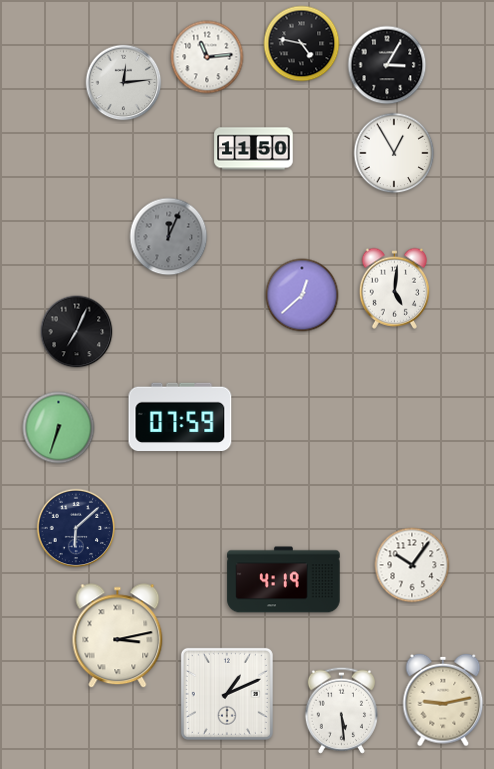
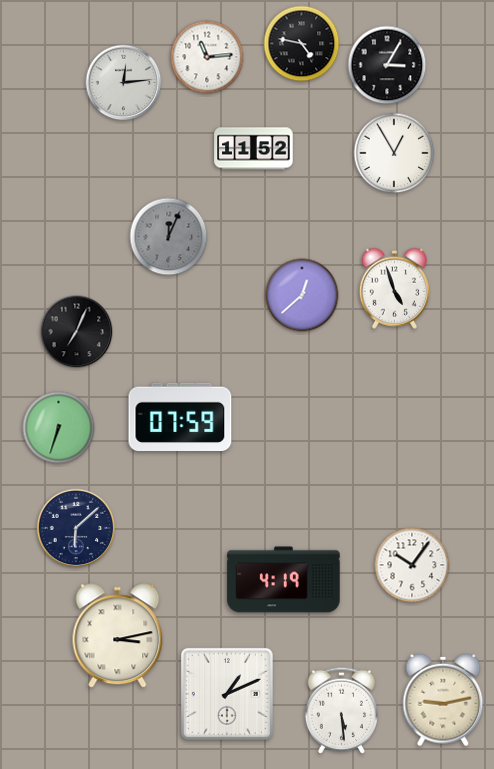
clock at (254, 149): 11:50 -> 11:52
clock at (394, 288): 5:01 -> 4:57
